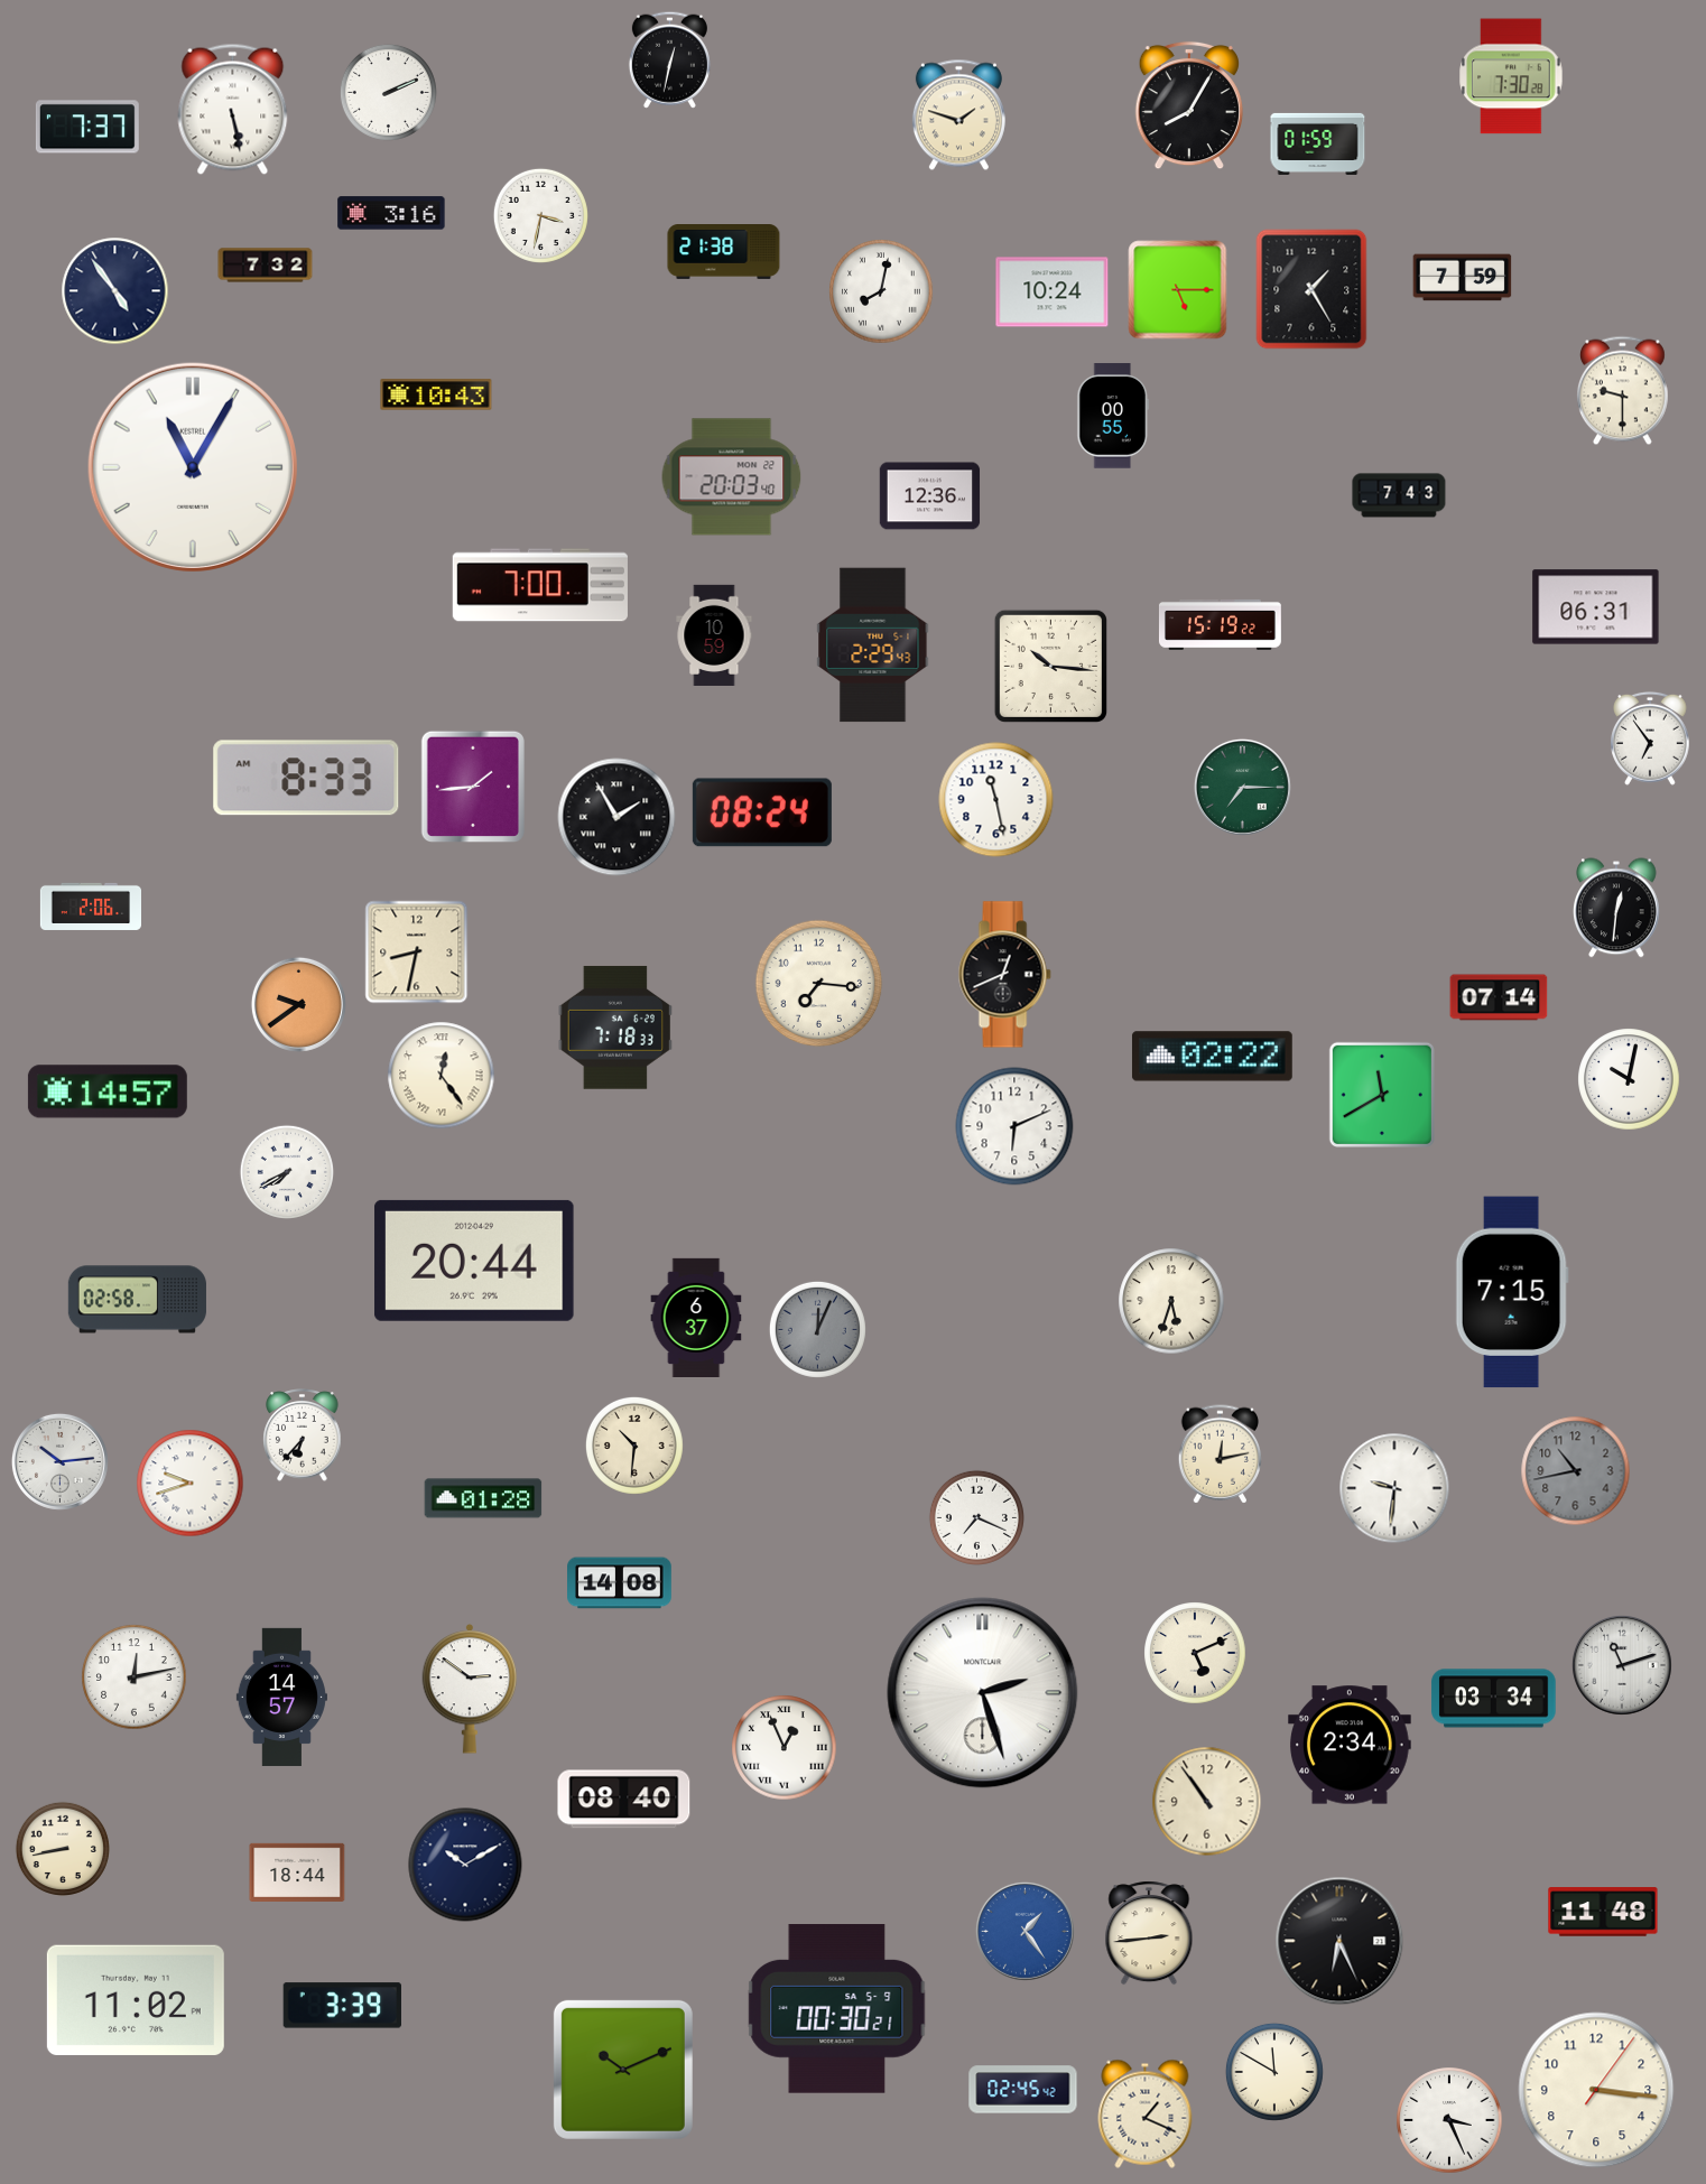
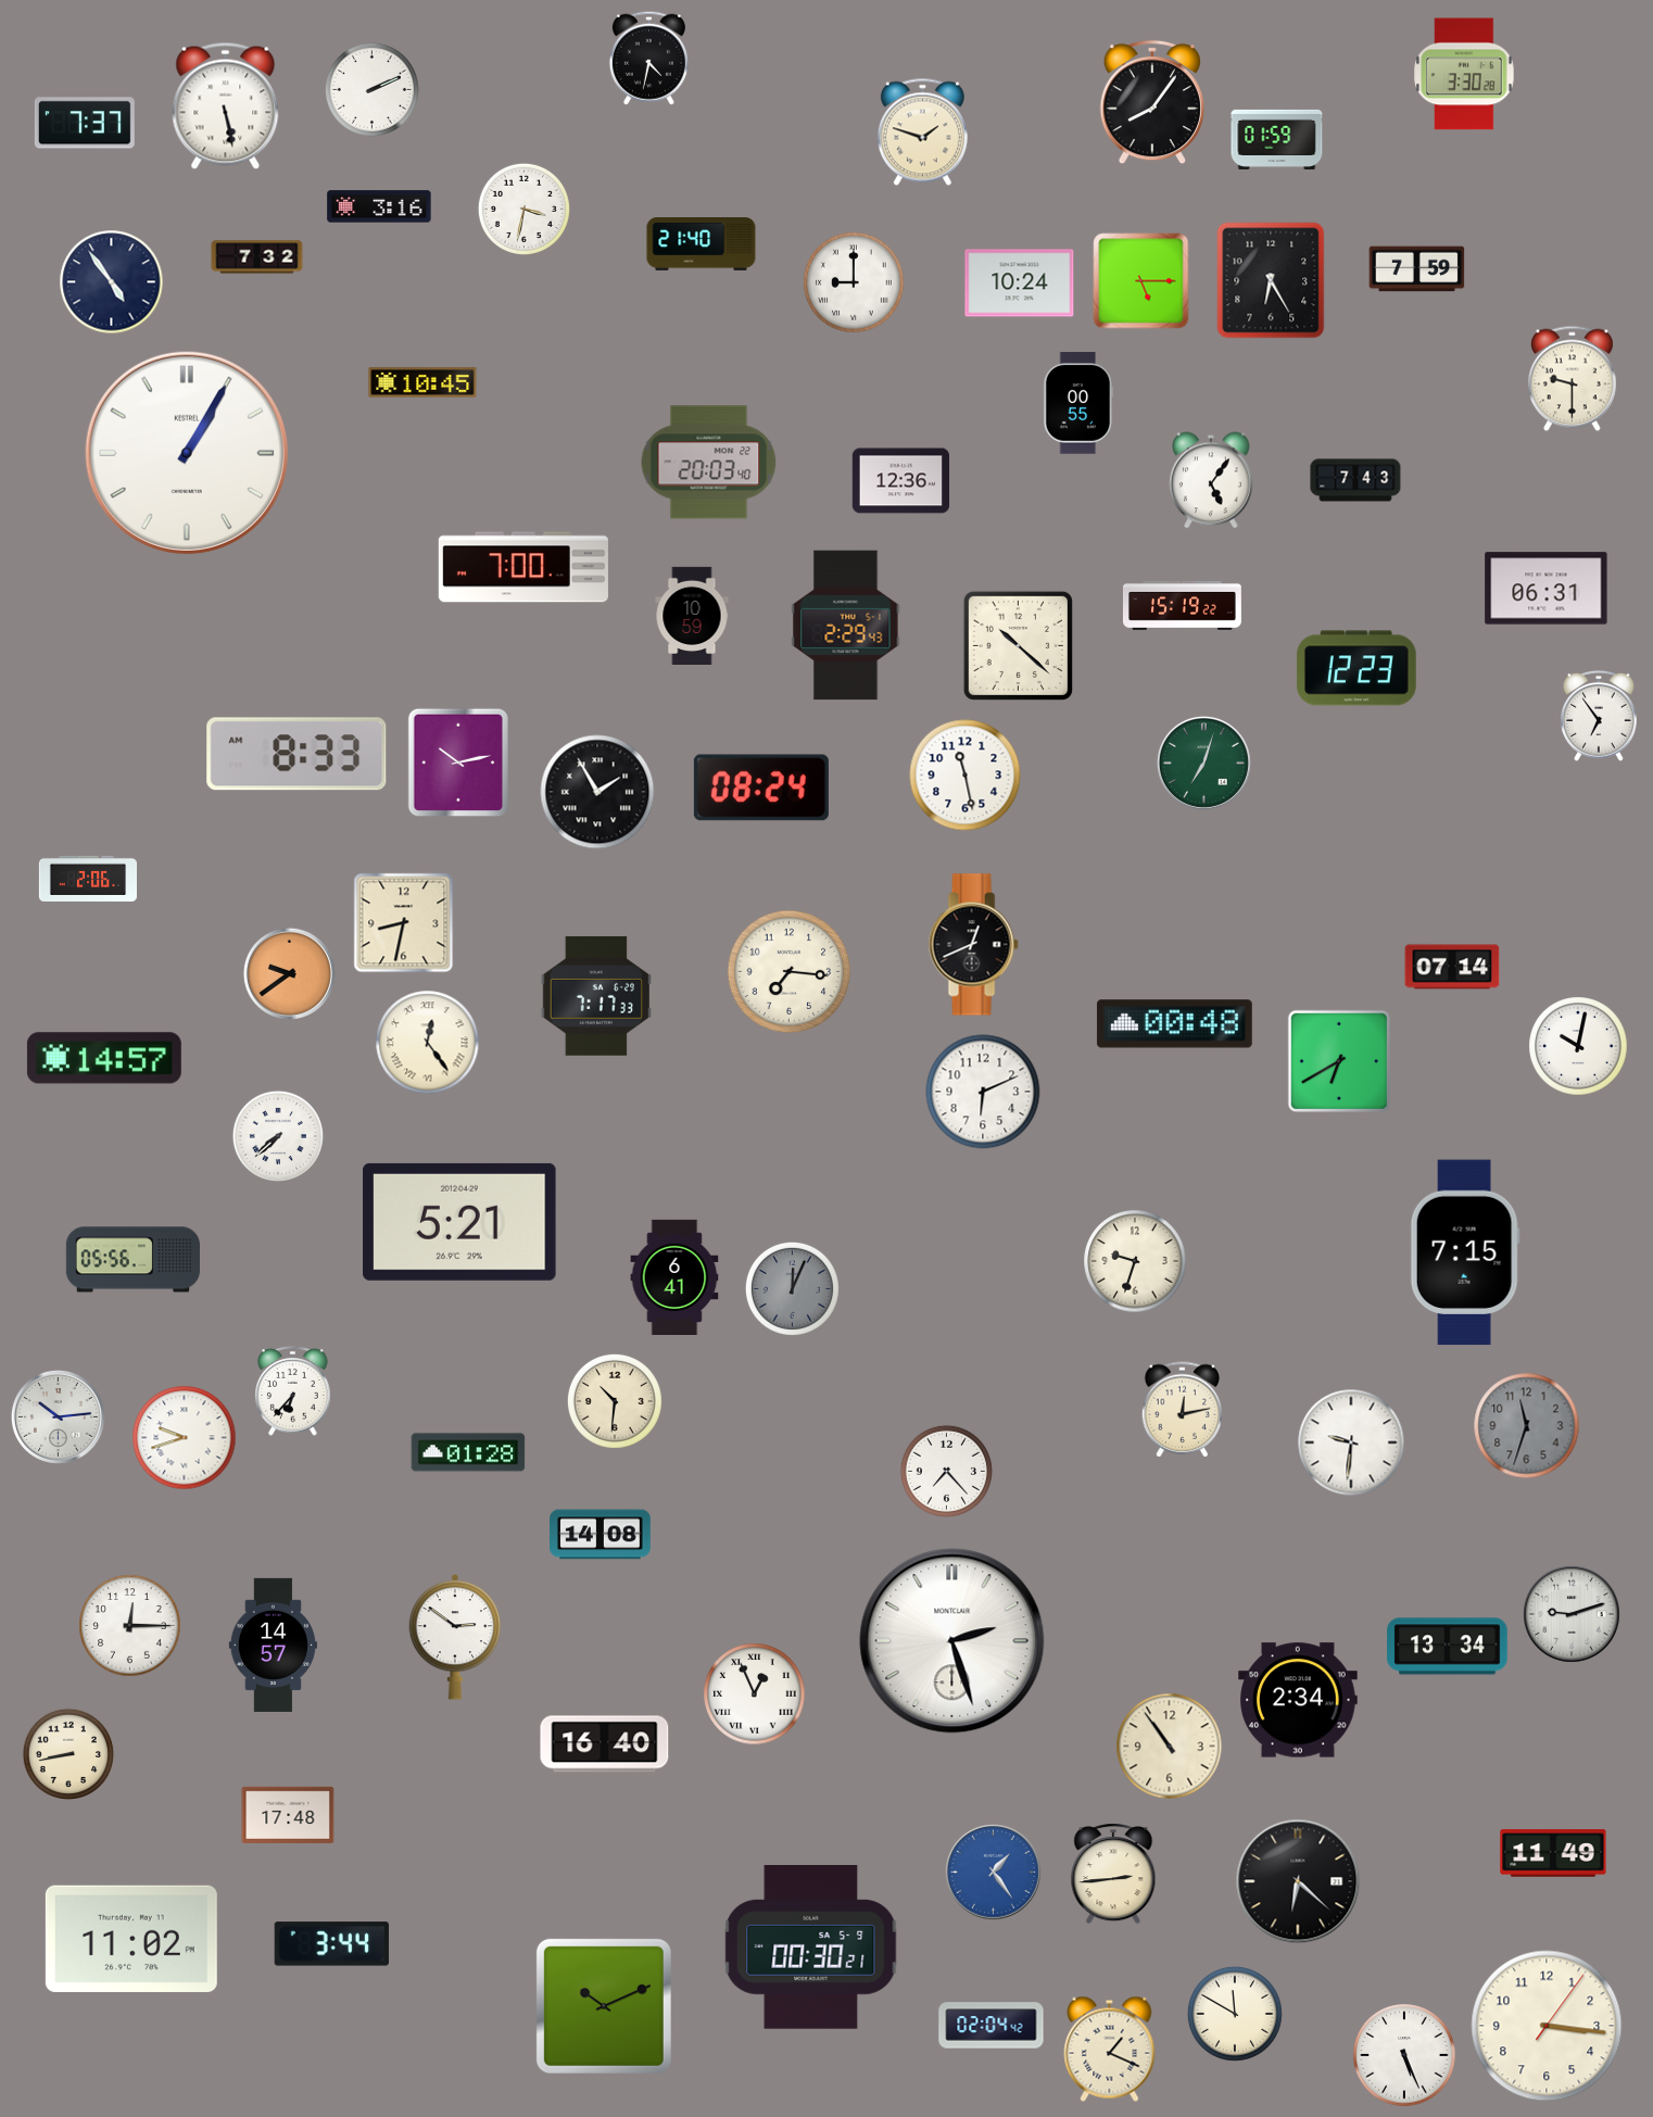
clock at (669, 59): 12:32 -> 4:32
clock at (1511, 76): 7:30 -> 3:30
clock at (388, 92) position: (388, 92) -> (371, 89)
clock at (1189, 105): 8:05 -> 8:06
clock at (958, 115) position: (958, 115) -> (922, 133)
clock at (724, 252): 21:38 -> 21:40
clock at (1311, 289): 1:25 -> 6:25
clock at (881, 291): 8:02 -> 9:00
clock at (436, 394): 10:43 -> 10:45
clock at (193, 467): 11:05 -> 1:05
clock at (1212, 480): none -> 5:06
clock at (1050, 666): 10:16 -> 10:22
clock at (1357, 668): none -> 12:23
clock at (472, 786): 1:44 -> 10:13
clock at (1242, 787): 7:15 -> 7:03
clock at (762, 812) position: (762, 812) -> (761, 787)
clock at (1617, 908): 12:31 -> none
clock at (819, 984) position: (819, 984) -> (790, 972)
clock at (615, 1028): 7:18 -> 7:17
clock at (1212, 1057): 02:22 -> 00:48
clock at (1382, 1095): 11:40 -> 6:40
clock at (287, 1172): 7:40 -> 7:38
clock at (474, 1261): 20:44 -> 5:21
clock at (137, 1300): 02:58 -> 05:56
clock at (1171, 1301): 5:33 -> 9:33
clock at (696, 1317): 6:37 -> 6:41
clock at (1576, 1471): 10:43 -> 11:33
clock at (976, 1517): 7:19 -> 7:23
clock at (1195, 1653): 5:11 -> none
clock at (1623, 1666): 11:12 -> 9:12
clock at (135, 1678): 12:13 -> 12:15
clock at (1494, 1699): 03:34 -> 13:34
clock at (1351, 1745) position: (1351, 1745) -> (1299, 1700)
clock at (785, 1748) position: (785, 1748) -> (755, 1694)
clock at (624, 1800): 08:40 -> 16:40
clock at (63, 1849) position: (63, 1849) -> (68, 1754)
clock at (465, 1865): 10:10 -> none
clock at (297, 1872): 18:44 -> 17:48
clock at (1603, 1912): 11:48 -> 11:49
clock at (1339, 1941): 6:26 -> 6:22
clock at (342, 2006): 3:39 -> 3:44
clock at (1274, 2072) position: (1274, 2072) -> (1235, 2014)
clock at (1023, 2090): 02:45 -> 02:04
clock at (1449, 2120): 3:26 -> 5:26
